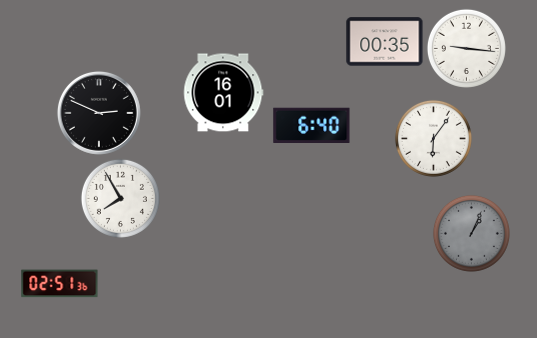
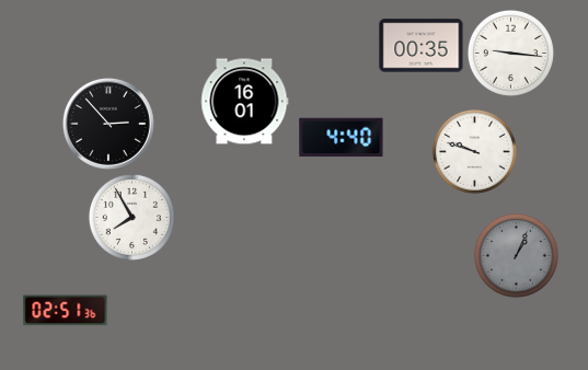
clock at (99, 113): 2:49 -> 2:53
clock at (312, 125): 6:40 -> 4:40
clock at (433, 138): 6:06 -> 9:48
